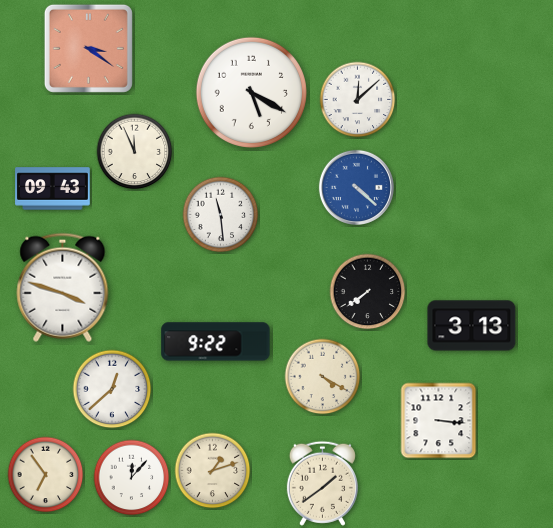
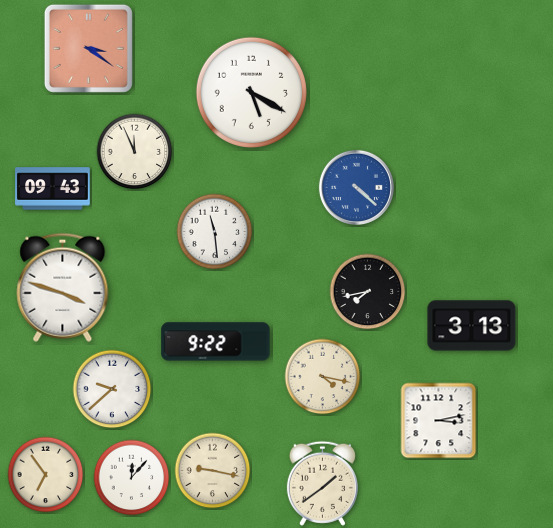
clock at (358, 100): 12:08 -> none
clock at (221, 215) position: (221, 215) -> (215, 232)
clock at (368, 292): 7:39 -> 7:43
clock at (323, 377): 4:20 -> 4:17
clock at (112, 389): 12:38 -> 9:38
clock at (439, 421): 3:16 -> 3:13
clock at (213, 471): 1:12 -> 9:17
